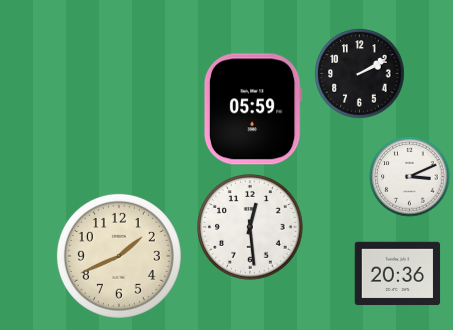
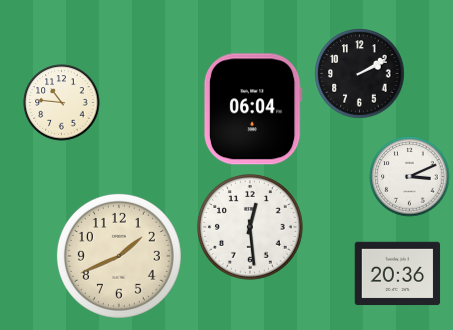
clock at (62, 103): none -> 10:46
clock at (253, 109): 05:59 -> 06:04
